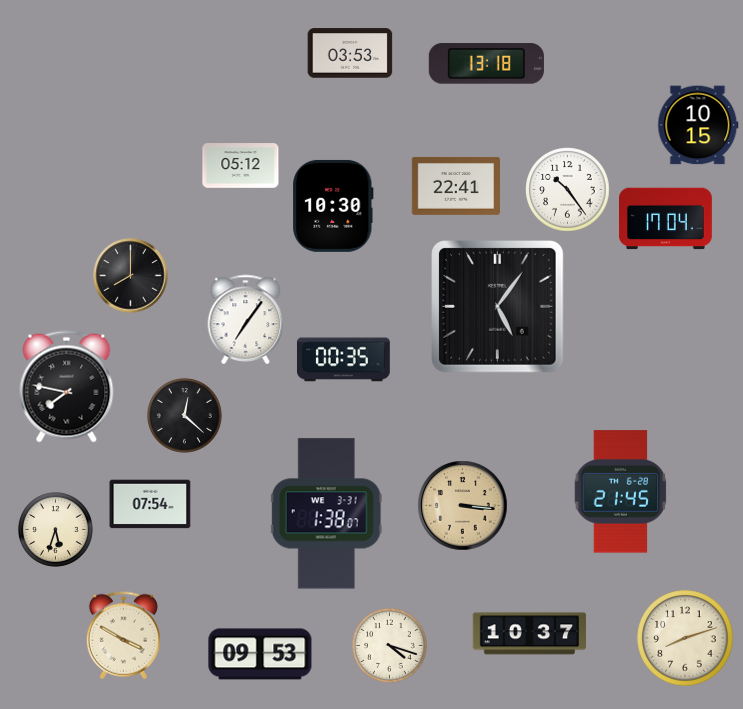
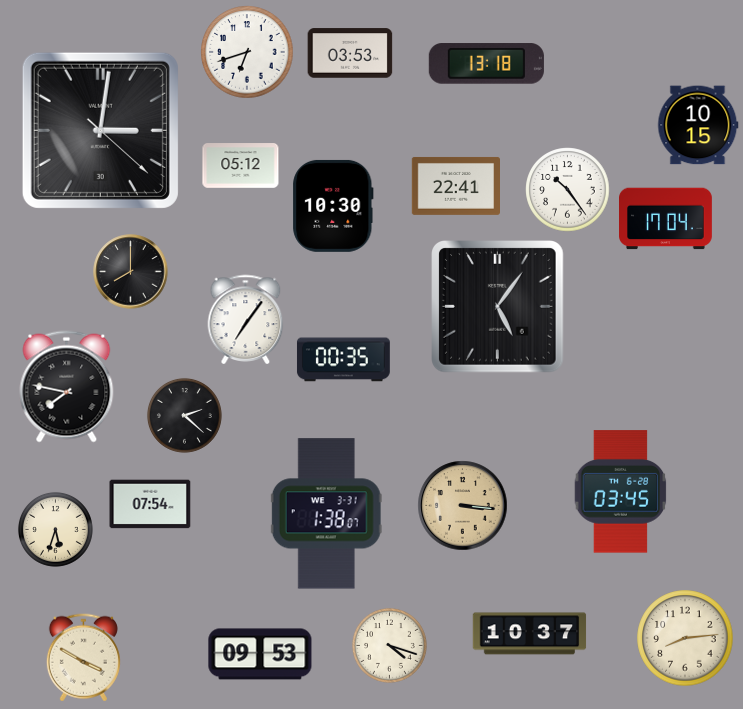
clock at (247, 52): none -> 6:42
clock at (100, 130): none -> 3:01
clock at (131, 276) position: (131, 276) -> (131, 272)
clock at (184, 415): 12:22 -> 2:22
clock at (621, 492): 21:45 -> 03:45
clock at (123, 636) position: (123, 636) -> (83, 658)
clock at (685, 638): 8:12 -> 8:14
